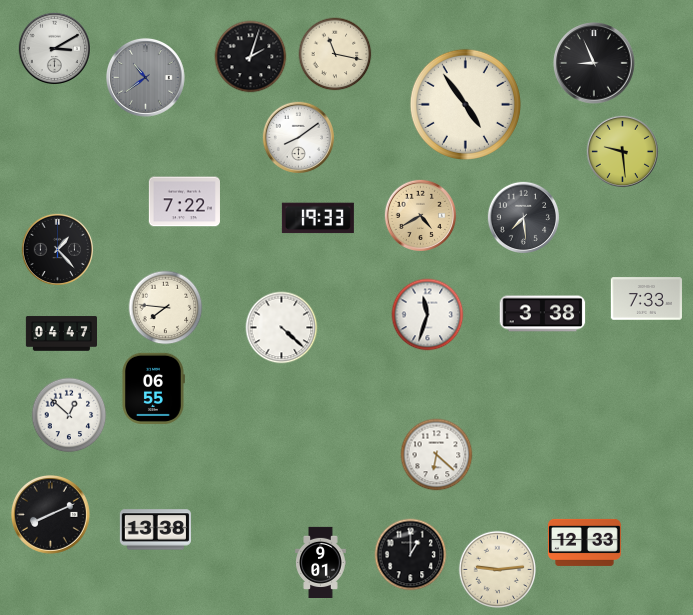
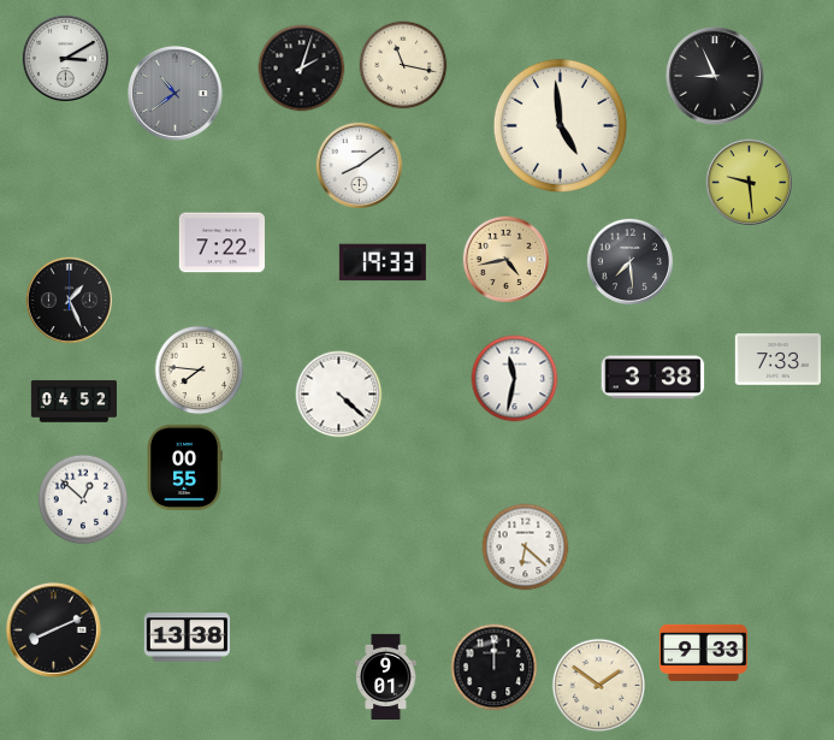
clock at (465, 104): 4:54 -> 4:59
clock at (420, 215): 4:40 -> 4:43
clock at (57, 249): 1:23 -> 1:26
clock at (428, 315): 11:33 -> 11:32
clock at (61, 334): 04:47 -> 04:52
clock at (153, 388): 06:55 -> 00:55
clock at (50, 514) position: (50, 514) -> (53, 629)
clock at (584, 542): 12:33 -> 9:33
clock at (411, 555): 1:00 -> 12:00
clock at (498, 570): 9:14 -> 1:51
